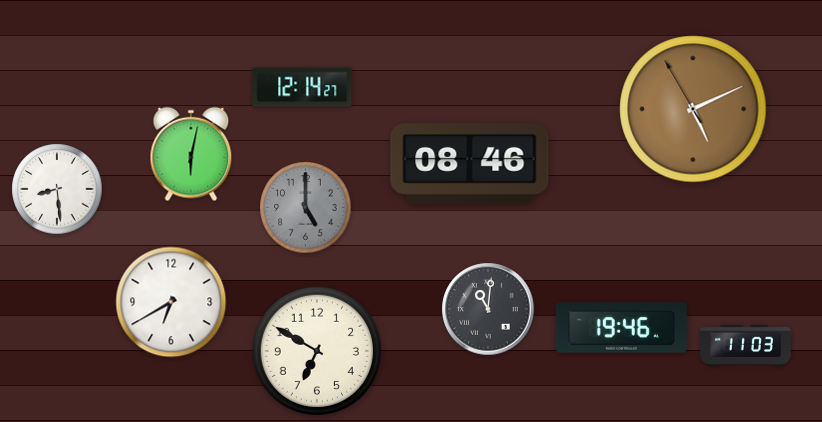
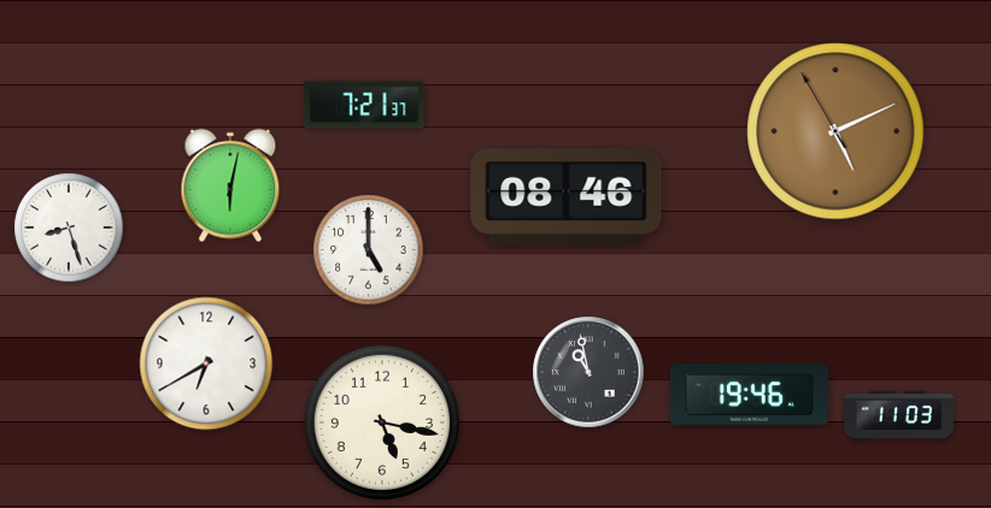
clock at (302, 87): 12:14 -> 7:21
clock at (57, 189): 8:29 -> 8:27
clock at (306, 208) dial: grey -> white
clock at (488, 309): 11:01 -> 10:58
clock at (317, 351): 6:50 -> 5:17
